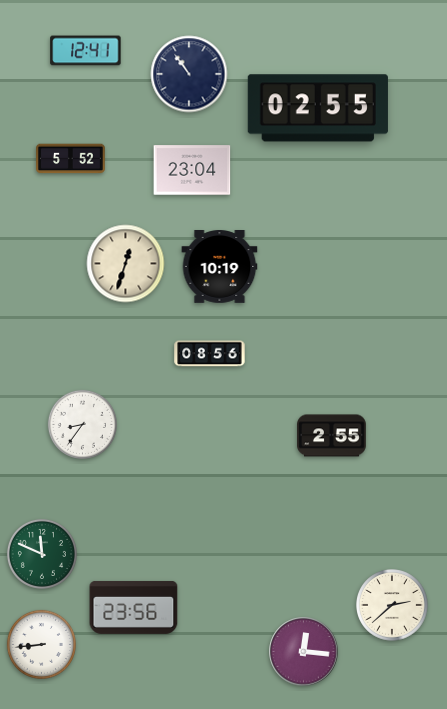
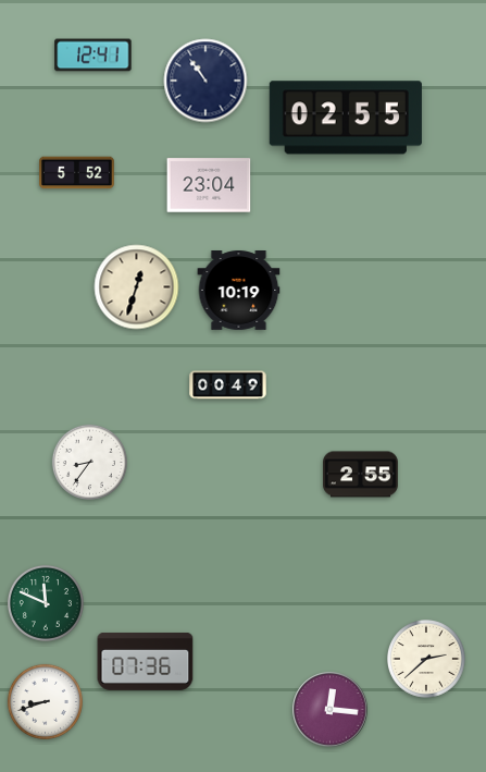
clock at (210, 354): 08:56 -> 00:49
clock at (134, 607): 23:56 -> 07:36
clock at (41, 644): 8:44 -> 8:42
